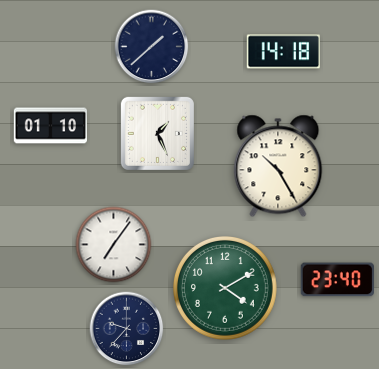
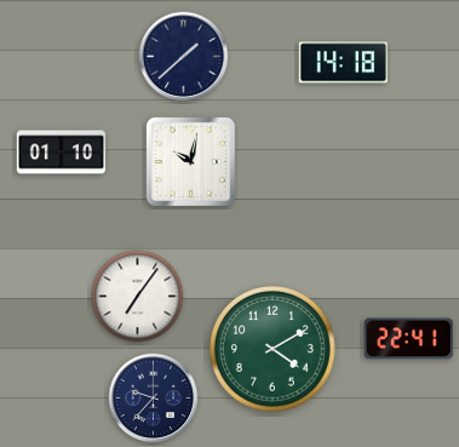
clock at (157, 133): 1:26 -> 10:02
clock at (278, 166): 10:25 -> none
clock at (337, 280): 23:40 -> 22:41
